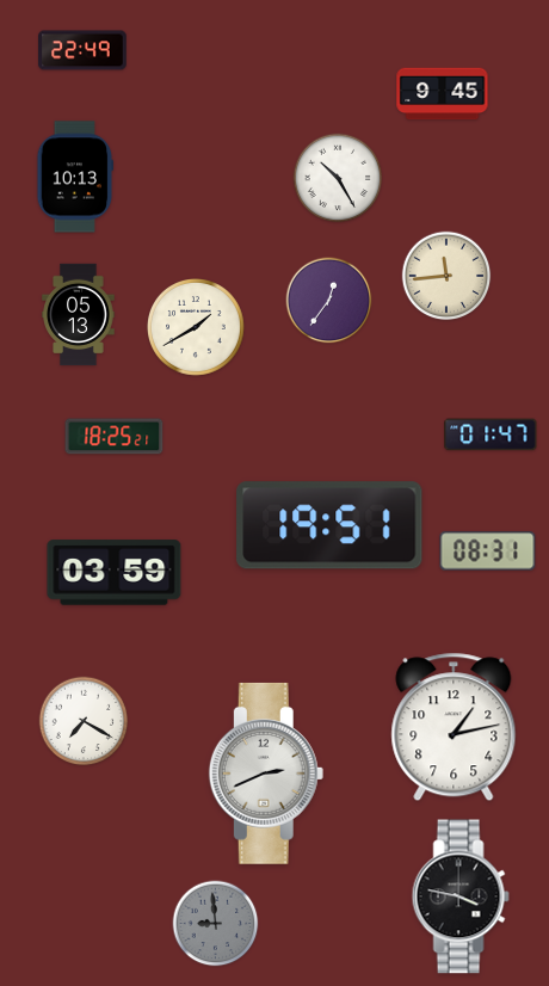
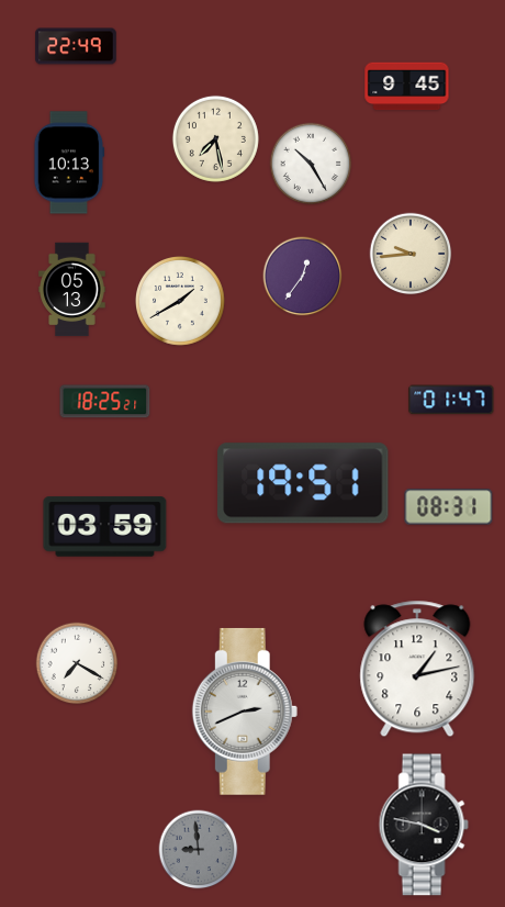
clock at (215, 138): none -> 7:28
clock at (446, 276): 11:44 -> 9:44
